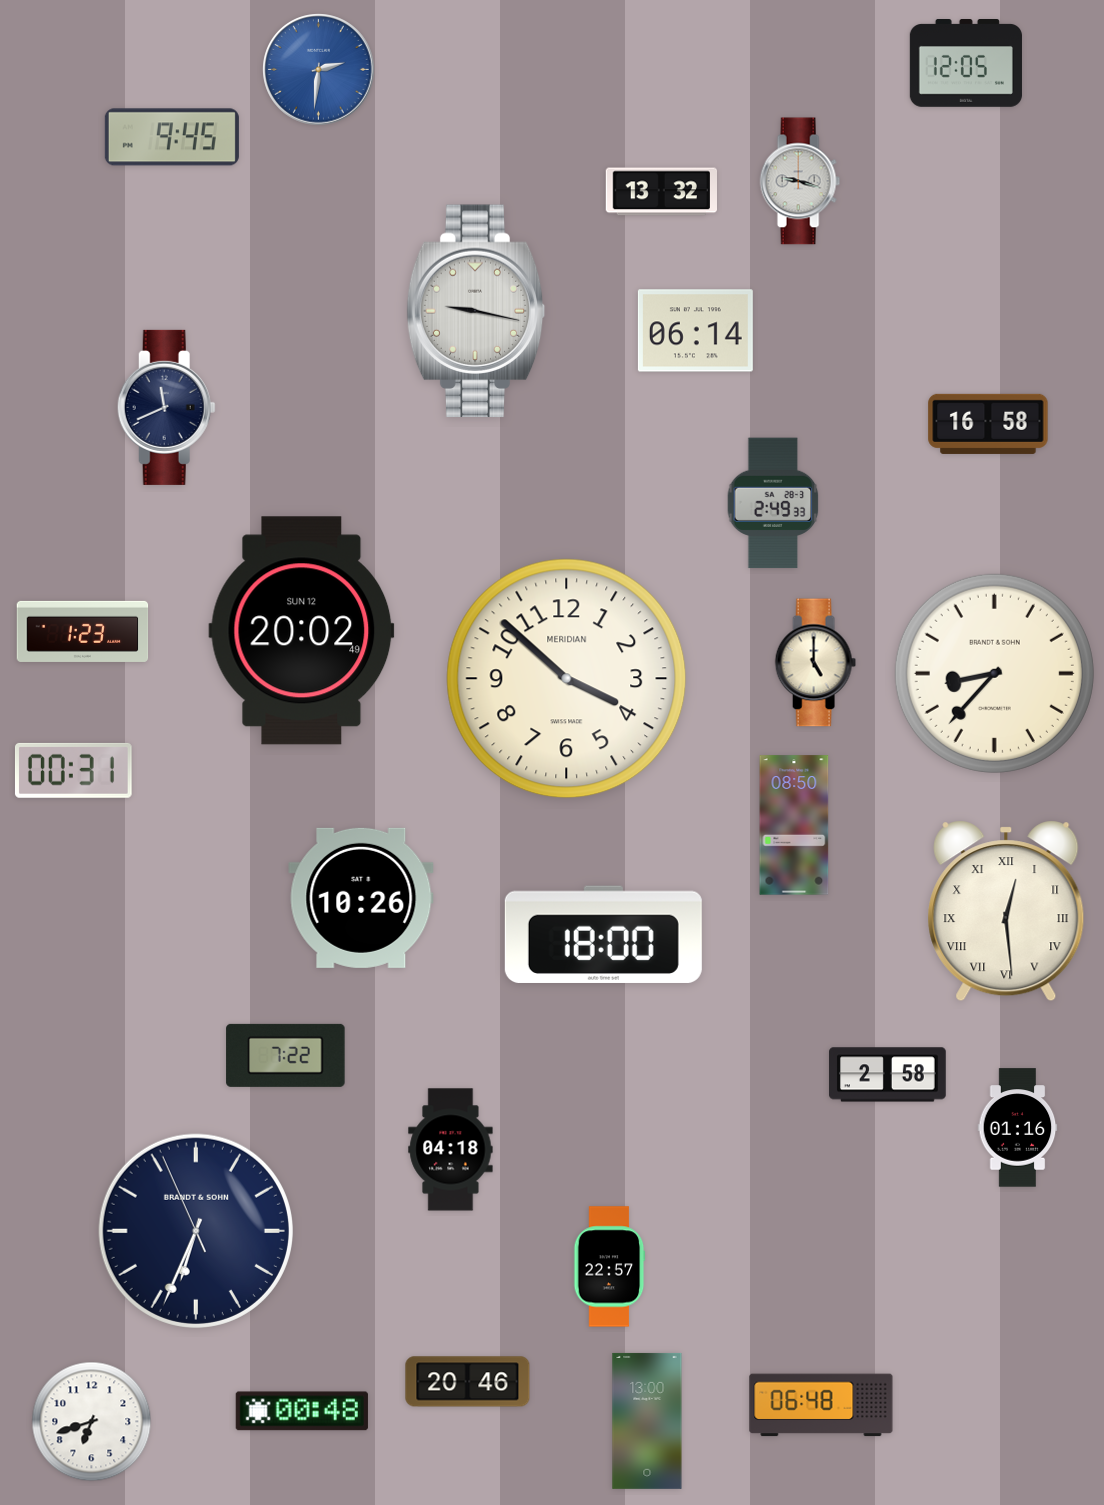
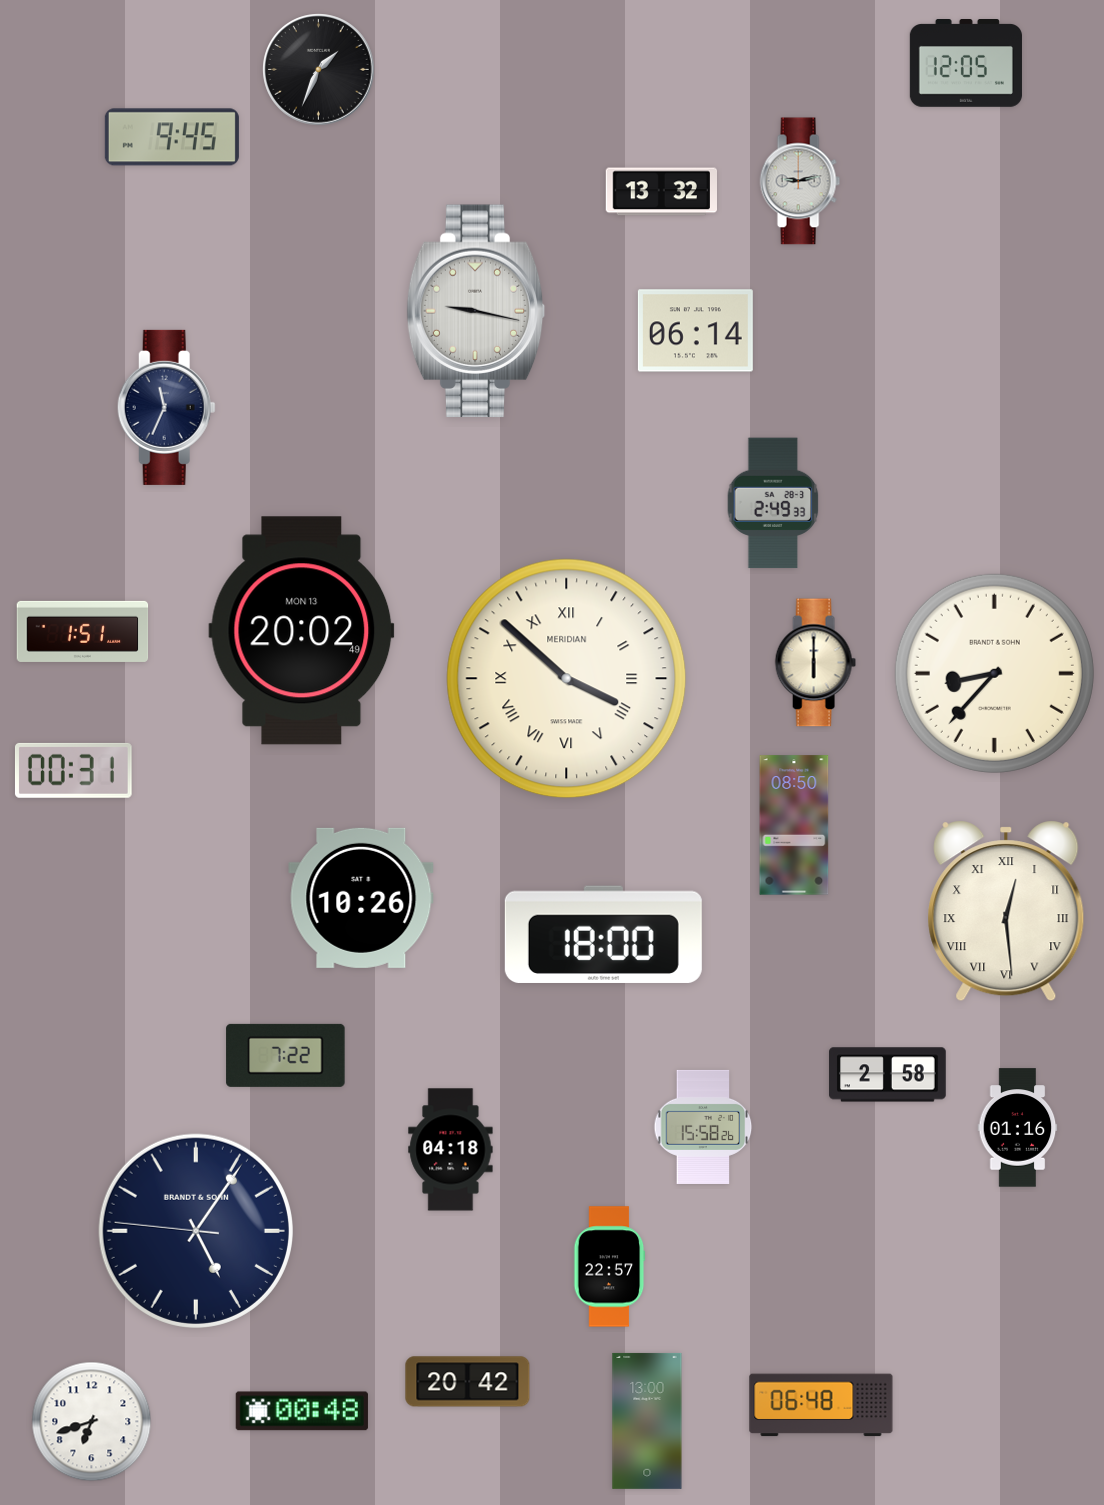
clock at (319, 70): 2:31 -> 1:34
clock at (319, 70) dial: blue -> black
clock at (800, 181): 9:18 -> 9:13
clock at (166, 407): 11:41 -> 11:34
clock at (988, 424): 16:58 -> none
clock at (83, 631): 1:23 -> 1:51
clock at (302, 631) date: SUN 12 -> MON 13
clock at (815, 663): 5:00 -> 6:00
clock at (567, 679) numerals: Arabic -> Roman
clock at (703, 1127): none -> 15:58
clock at (196, 1231): 6:33 -> 5:05
clock at (468, 1382): 20:46 -> 20:42
